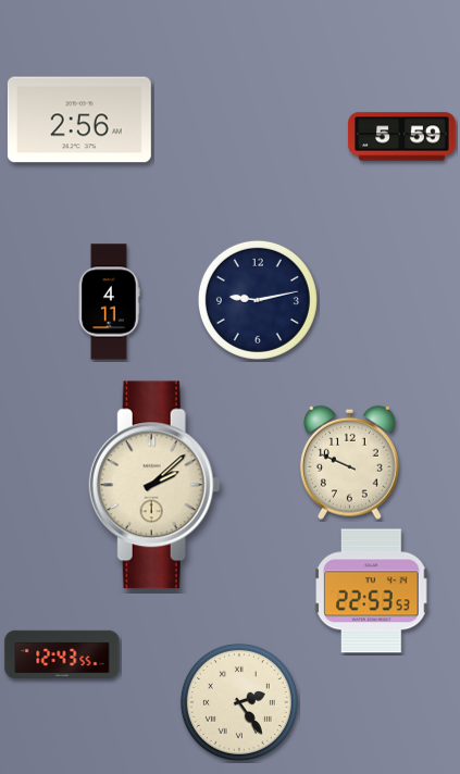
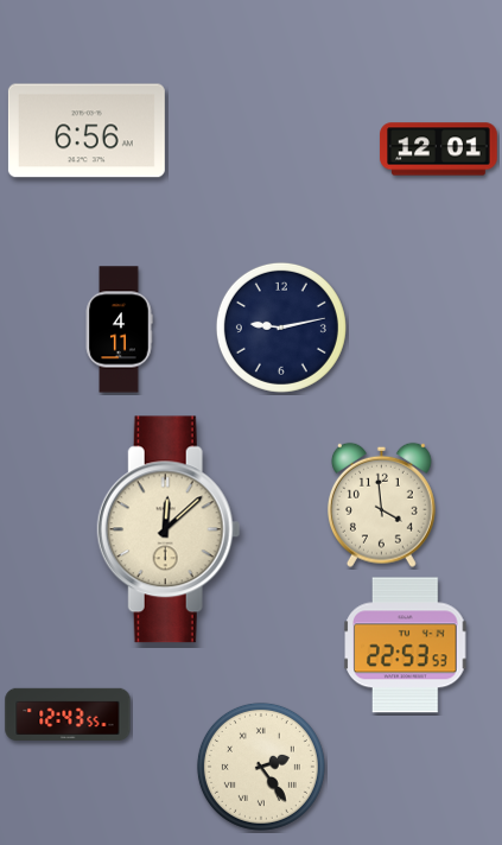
clock at (79, 120): 2:56 -> 6:56
clock at (402, 137): 5:59 -> 12:01
clock at (349, 462): 9:49 -> 3:59
clock at (154, 485): 2:08 -> 12:08
